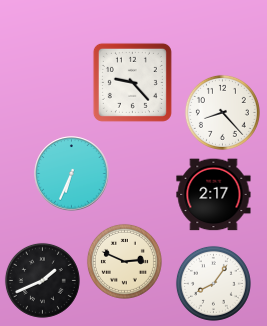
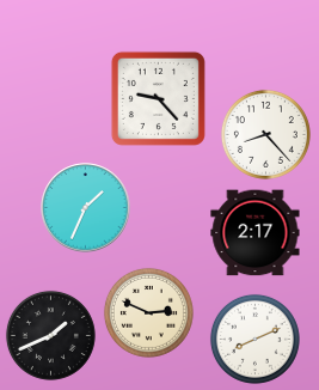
clock at (72, 174): 6:34 -> 1:34
clock at (213, 283): 8:06 -> 8:11
